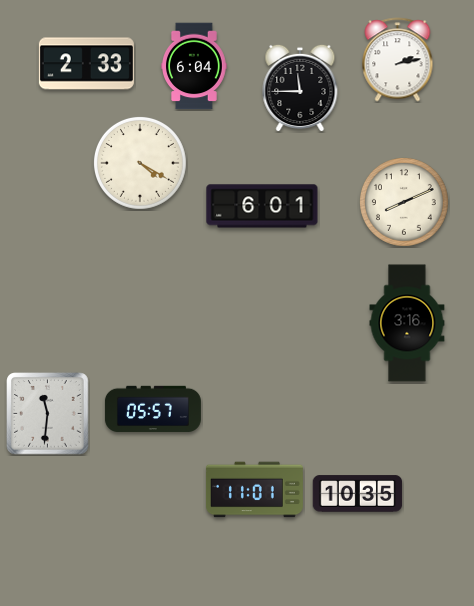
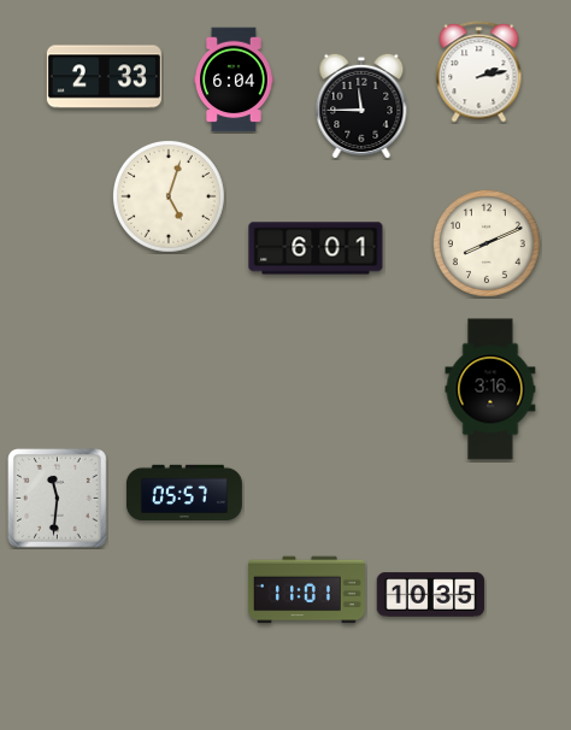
clock at (140, 163): 4:20 -> 5:03
